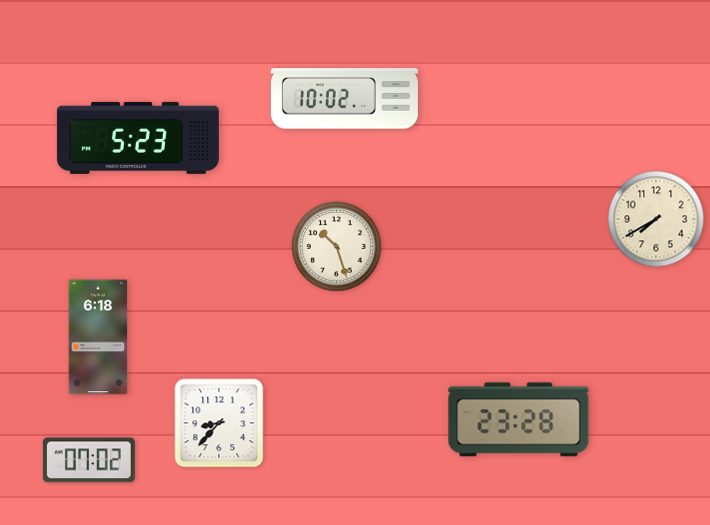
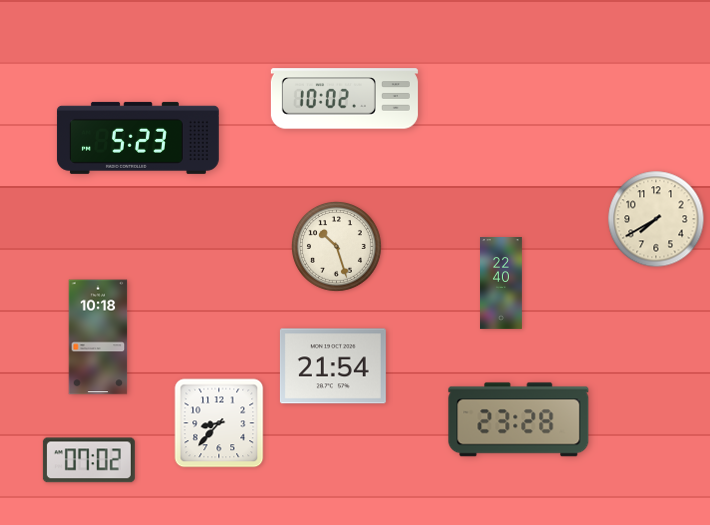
clock at (502, 284): none -> 22:40
clock at (98, 337): 6:18 -> 10:18
clock at (333, 366): none -> 21:54
